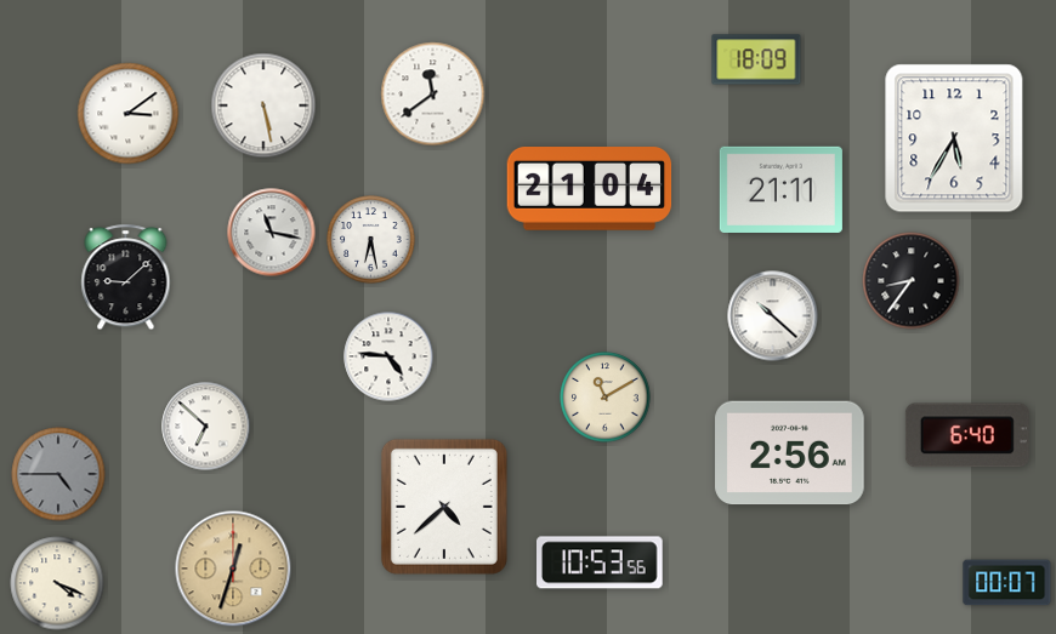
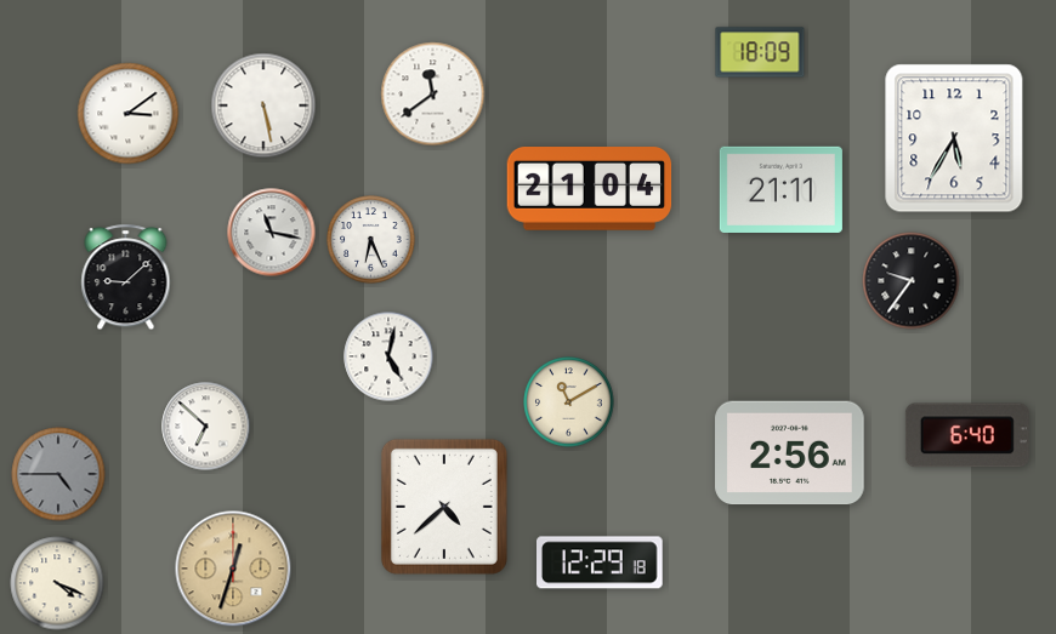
clock at (756, 59) position: (756, 59) -> (760, 52)
clock at (371, 240): 6:28 -> 6:26
clock at (912, 281): 8:36 -> 9:36
clock at (773, 316): 10:22 -> none
clock at (388, 356): 4:46 -> 5:02
clock at (606, 398) position: (606, 398) -> (569, 402)
clock at (601, 562): 10:53 -> 12:29
clock at (1007, 583): 00:07 -> none
